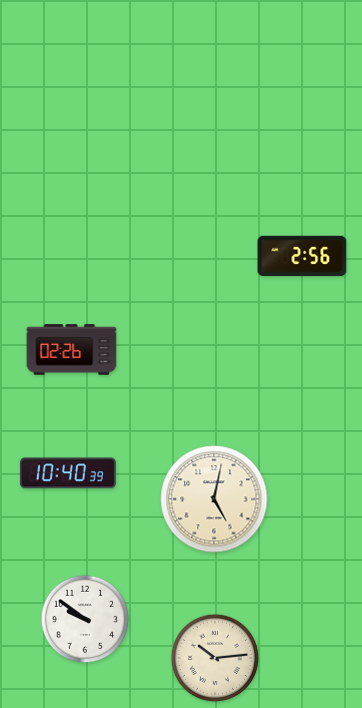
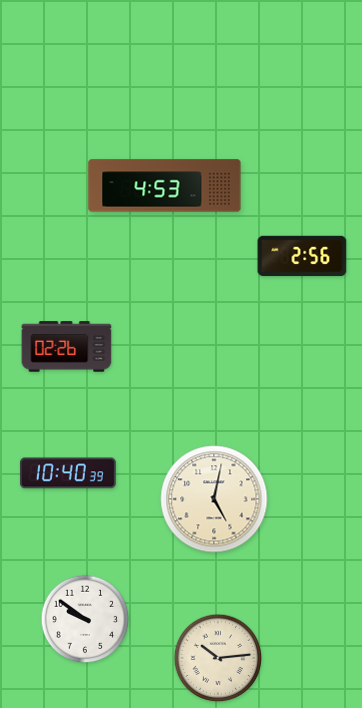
clock at (165, 186): none -> 4:53
clock at (72, 350) position: (72, 350) -> (67, 347)
clock at (215, 658) position: (215, 658) -> (218, 658)
